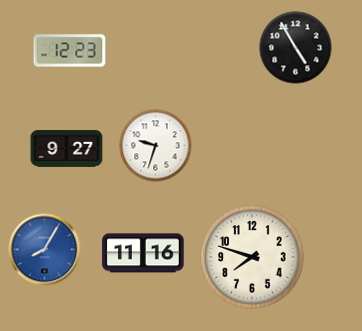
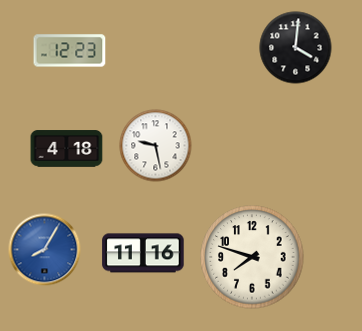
clock at (296, 48): 4:55 -> 4:01
clock at (156, 146): 9:33 -> 9:28
clock at (67, 149): 9:27 -> 4:18
